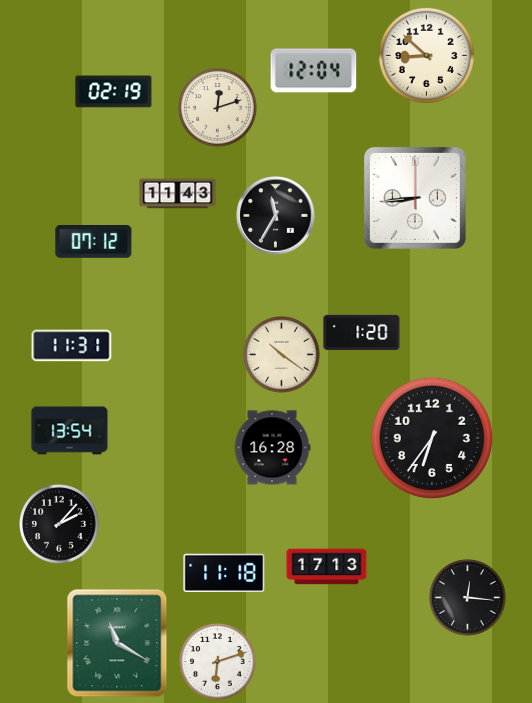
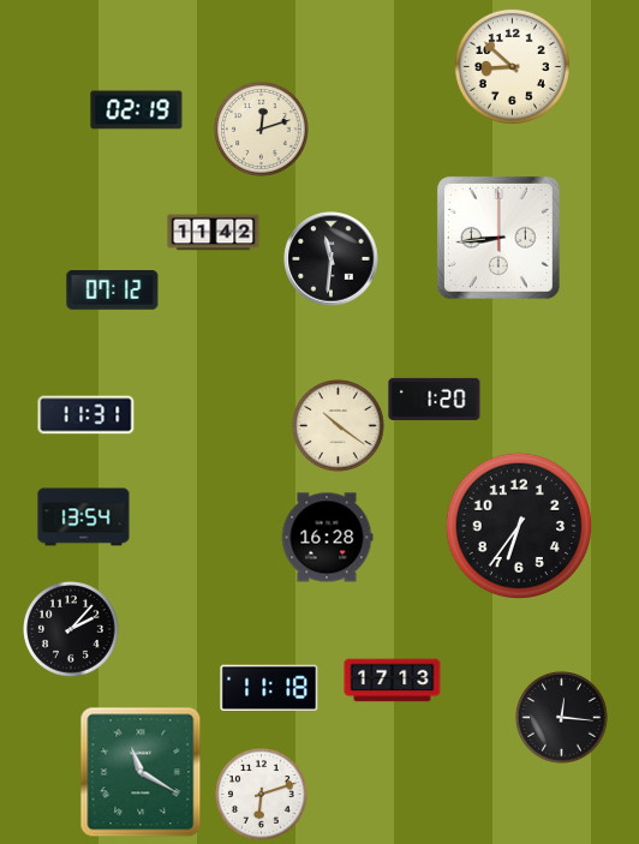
clock at (314, 71): 12:04 -> none
clock at (178, 194): 11:43 -> 11:42
clock at (276, 216): 11:35 -> 11:31
